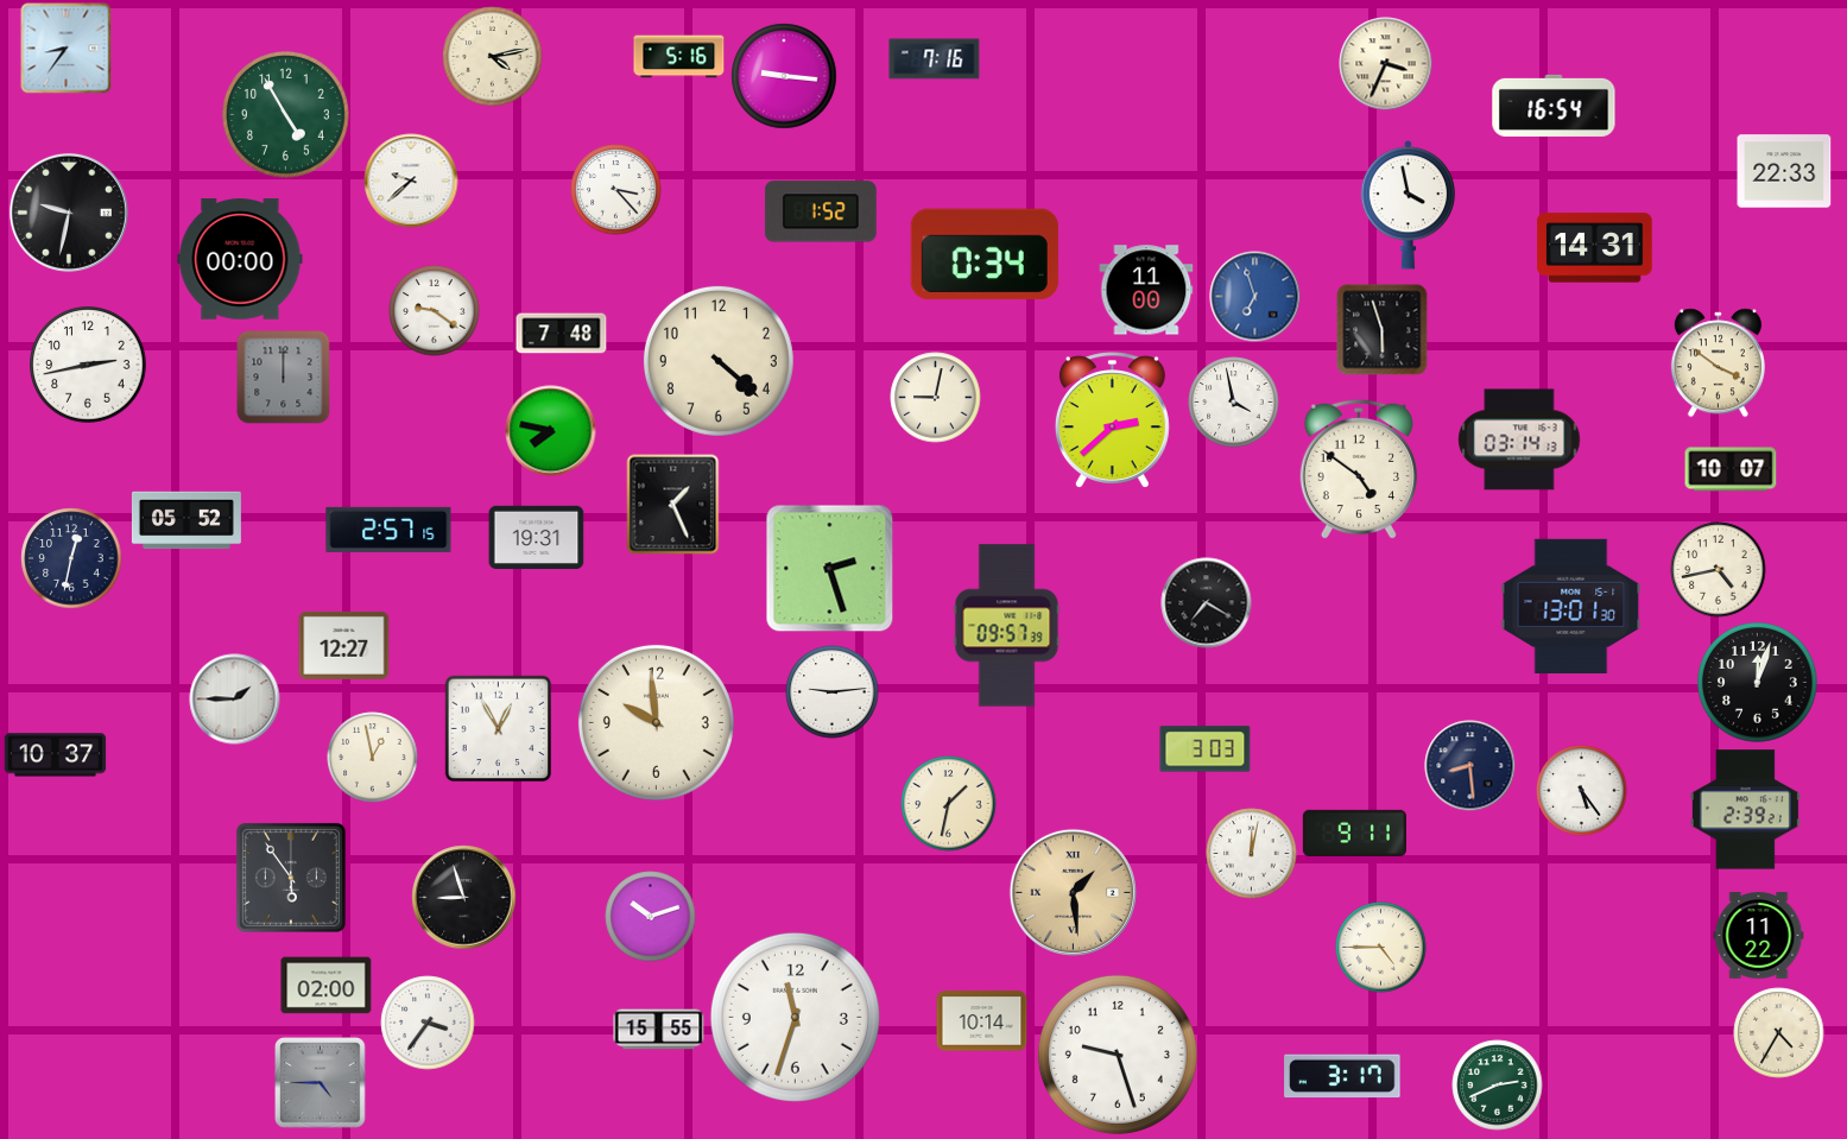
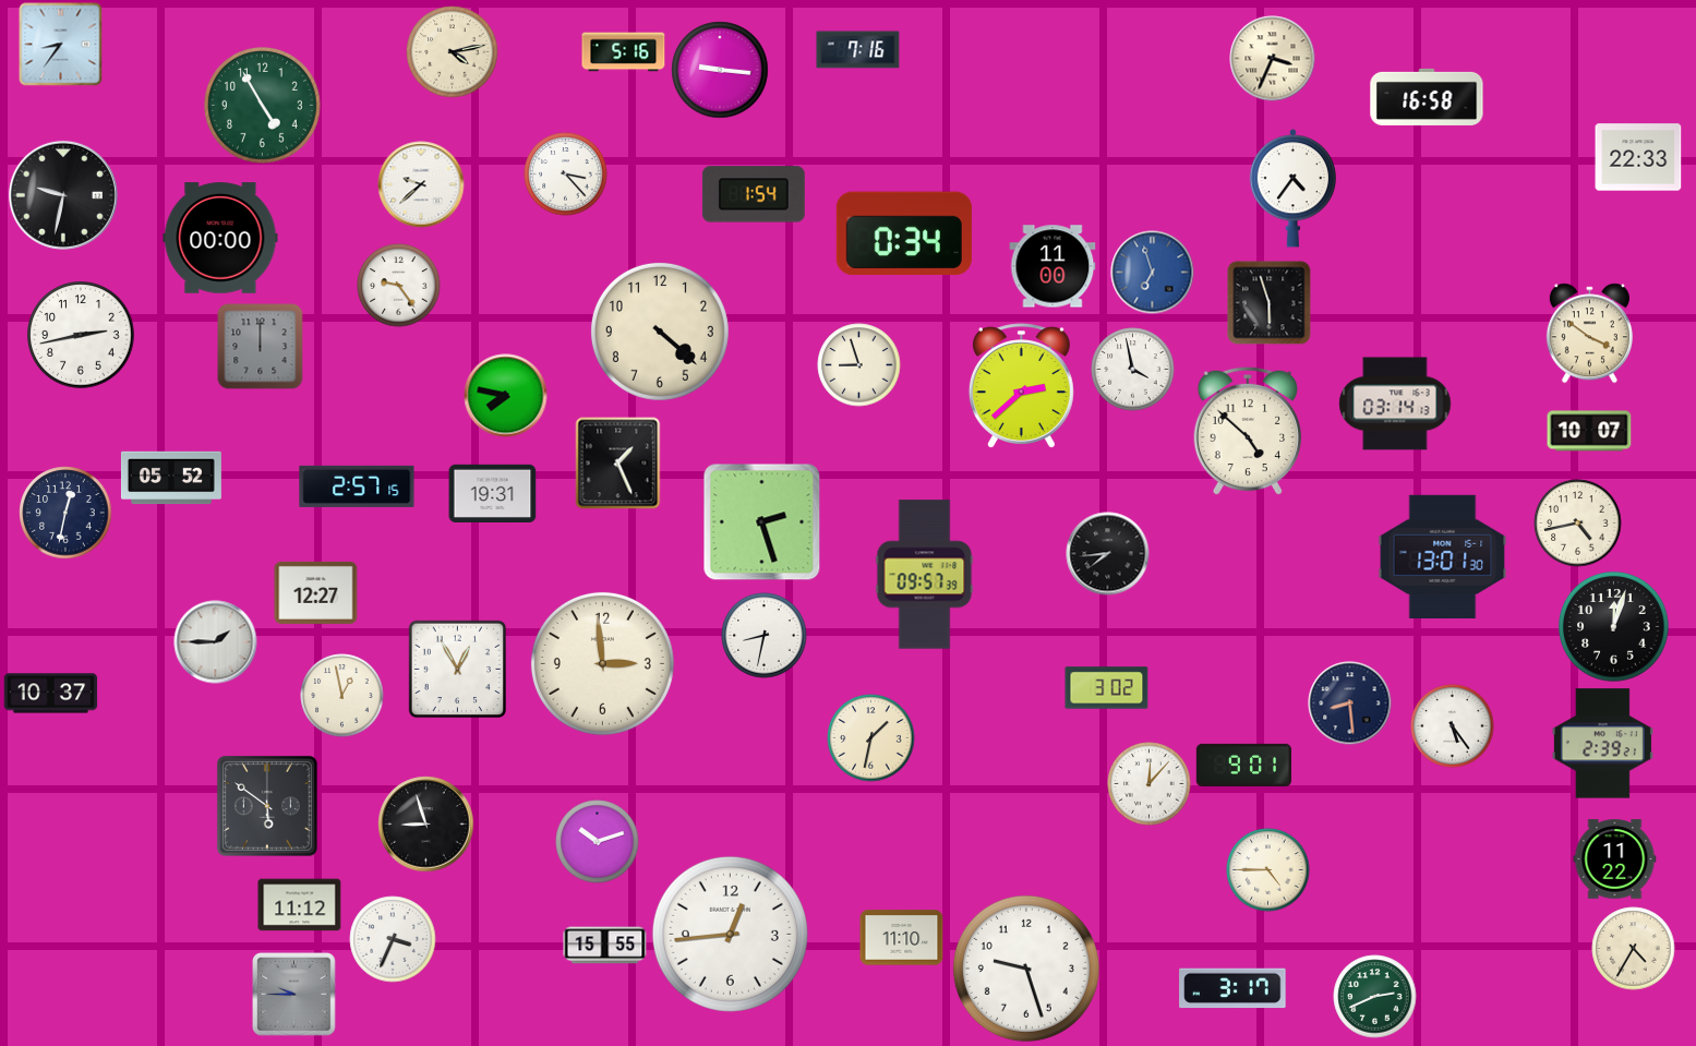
clock at (935, 59) position: (935, 59) -> (858, 50)
clock at (1554, 106): 16:54 -> 16:58
clock at (411, 181) position: (411, 181) -> (421, 184)
clock at (1408, 205): 3:58 -> 4:36
clock at (821, 211): 1:52 -> 1:54
clock at (1595, 248): 14:31 -> none
clock at (435, 311): 9:21 -> 9:24
clock at (562, 334): 7:48 -> none
clock at (1718, 363) position: (1718, 363) -> (1589, 334)
clock at (936, 398): 9:02 -> 8:57
clock at (1358, 469): 4:51 -> 4:52
clock at (1207, 603): 7:20 -> 7:44
clock at (833, 692): 9:14 -> 8:32
clock at (656, 722): 9:59 -> 2:59
clock at (1206, 749): 3:03 -> 3:02
clock at (1354, 833): 9:11 -> 9:01
clock at (1252, 854): 12:02 -> 12:07
clock at (291, 878): 5:54 -> 5:51
clock at (1073, 892): 1:29 -> none
clock at (327, 986): 02:00 -> 11:12
clock at (795, 1017): 11:33 -> 12:44
clock at (982, 1021): 10:14 -> 11:10
clock at (428, 1023): 3:36 -> 3:34
clock at (321, 1083): 4:45 -> 9:45
